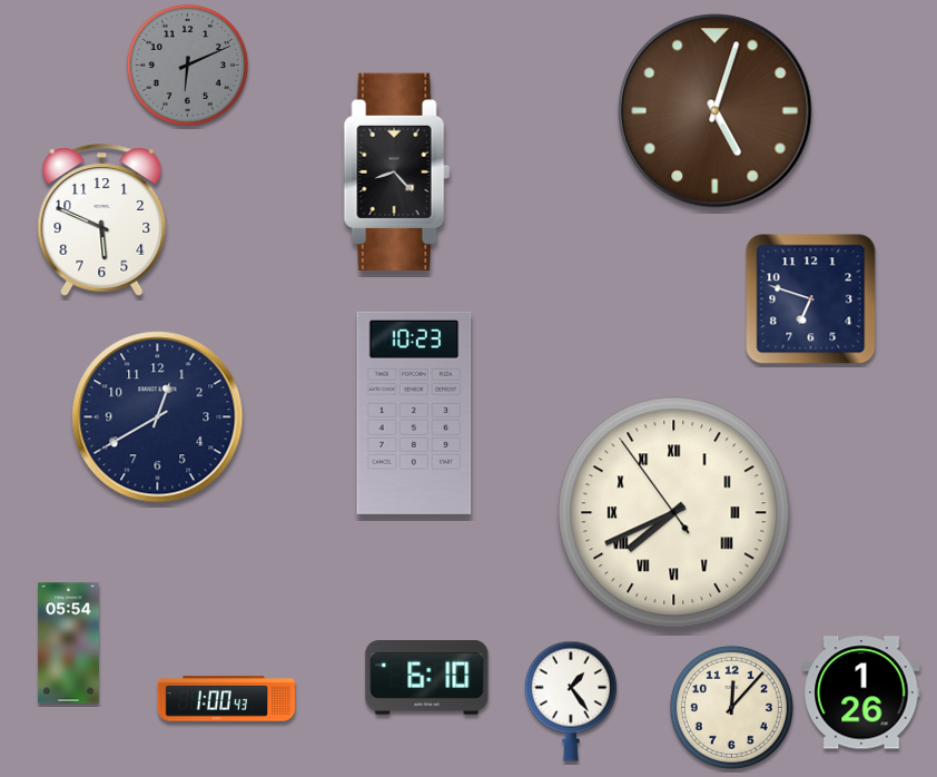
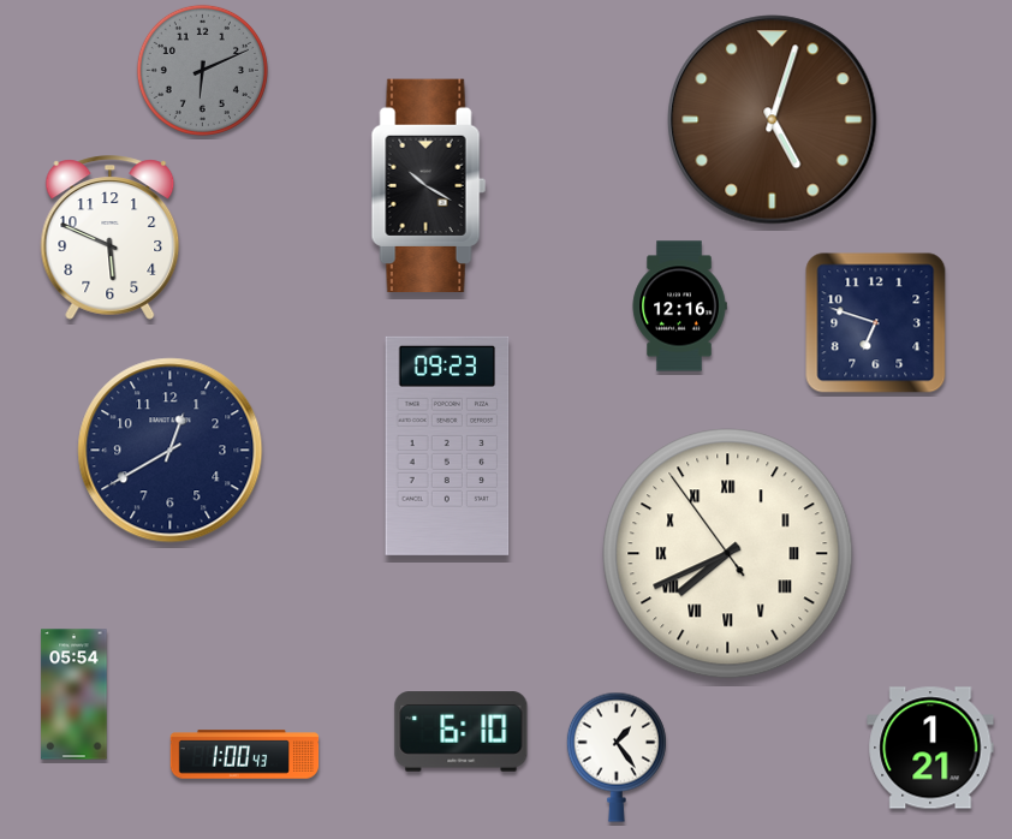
clock at (396, 171): 8:23 -> 10:20
clock at (679, 307): none -> 12:16
clock at (414, 413): 10:23 -> 09:23
clock at (861, 692): 1:26 -> 1:21
clock at (731, 707): 12:07 -> none
